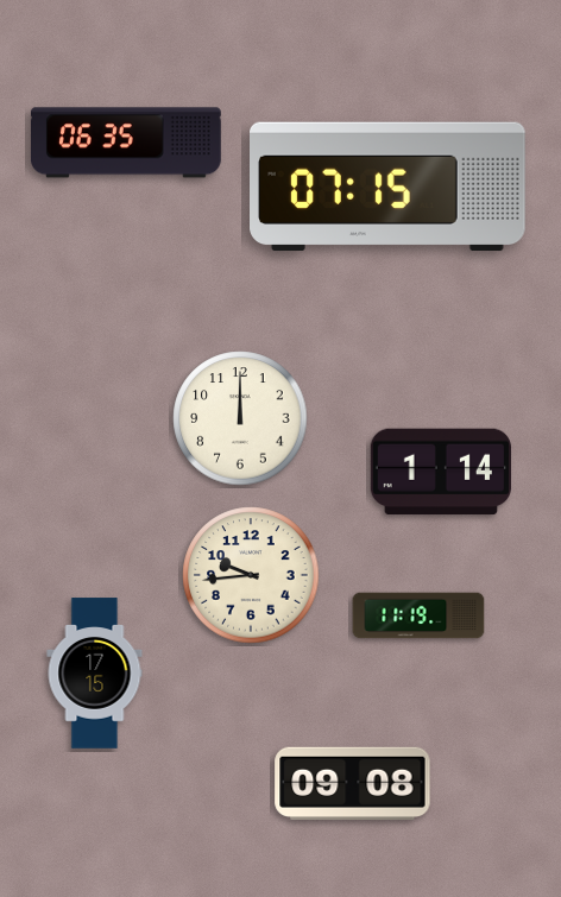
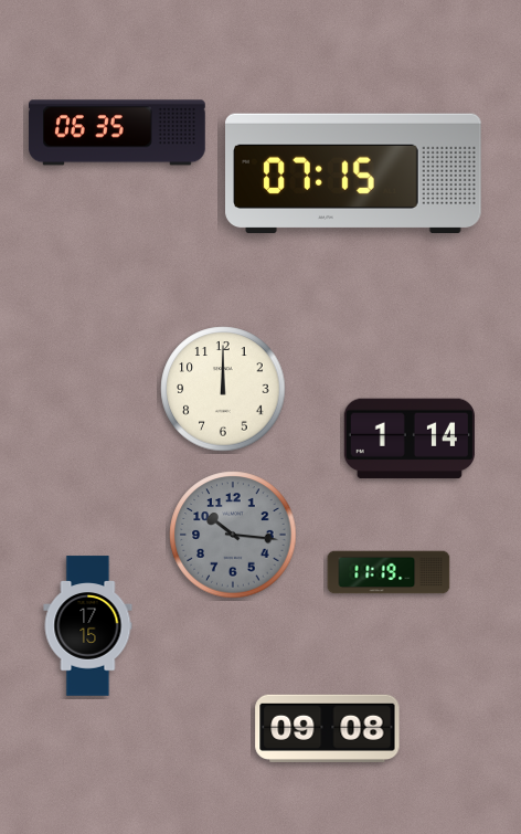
clock at (389, 187) position: (389, 187) -> (354, 173)
clock at (251, 575): 9:44 -> 10:16
clock at (251, 575) dial: cream -> grey
